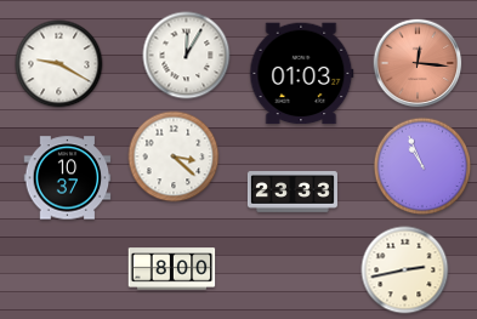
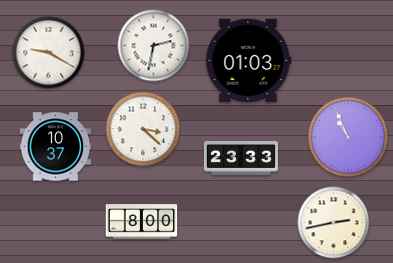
clock at (187, 56): 12:05 -> 2:32
clock at (418, 63): 12:16 -> none
